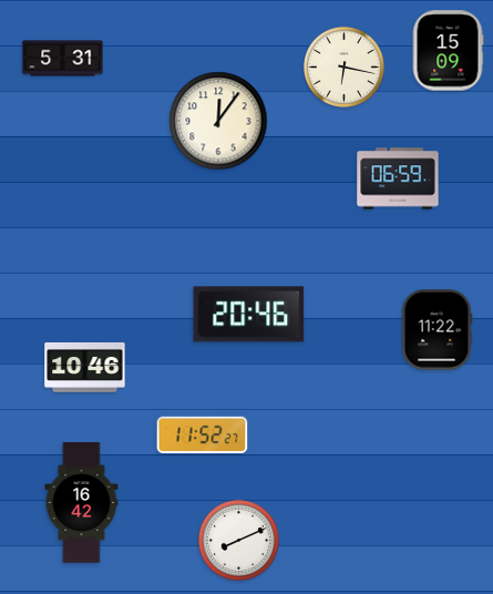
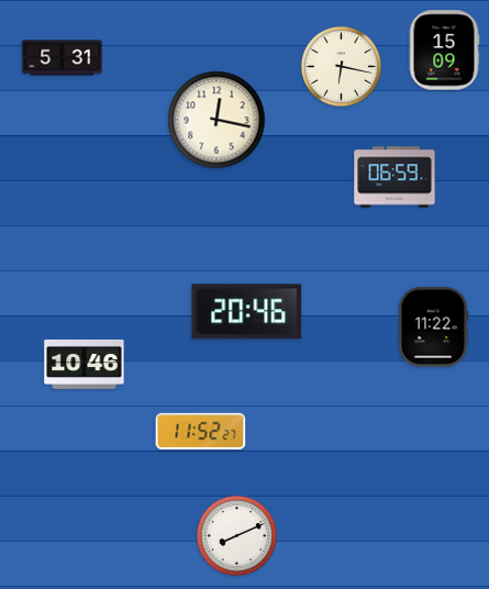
clock at (218, 121): 12:06 -> 12:17
clock at (82, 503): 16:42 -> none
